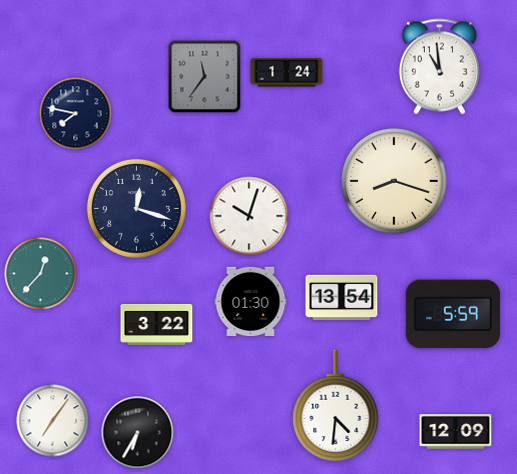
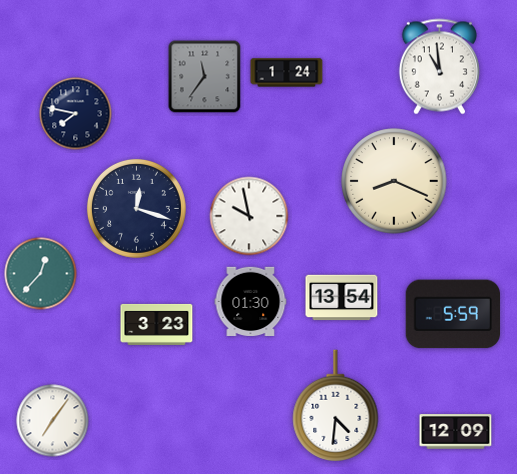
clock at (394, 181): 8:18 -> 8:19
clock at (249, 216): 10:03 -> 9:58
clock at (157, 324): 3:22 -> 3:23
clock at (138, 433): 6:35 -> none
